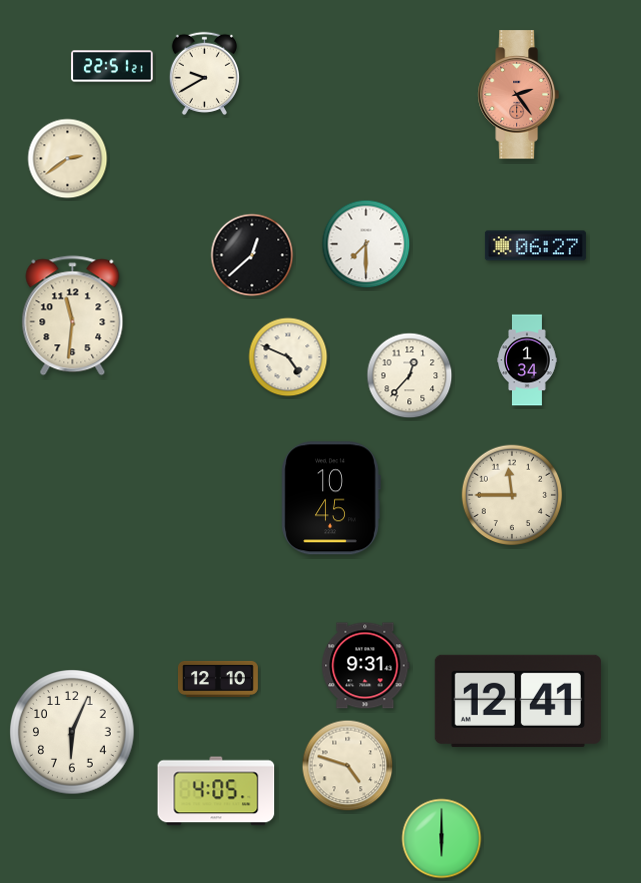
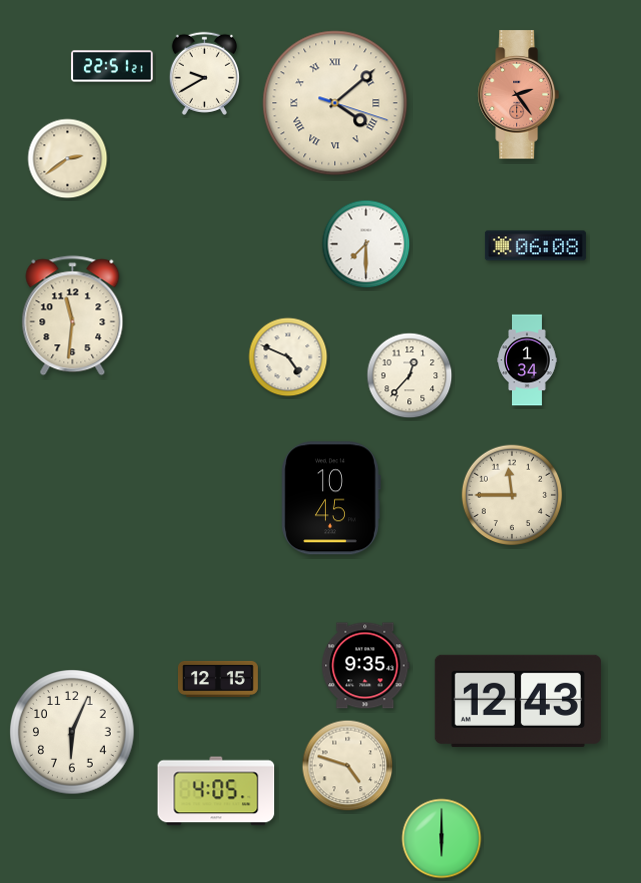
clock at (335, 103): none -> 4:08
clock at (535, 246): 06:27 -> 06:08
clock at (252, 255): 12:38 -> none
clock at (366, 666): 9:31 -> 9:35
clock at (219, 679): 12:10 -> 12:15
clock at (518, 701): 12:41 -> 12:43
